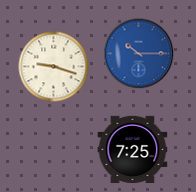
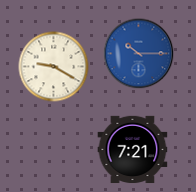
clock at (54, 67): 9:18 -> 9:20
clock at (133, 150): 7:25 -> 7:21
